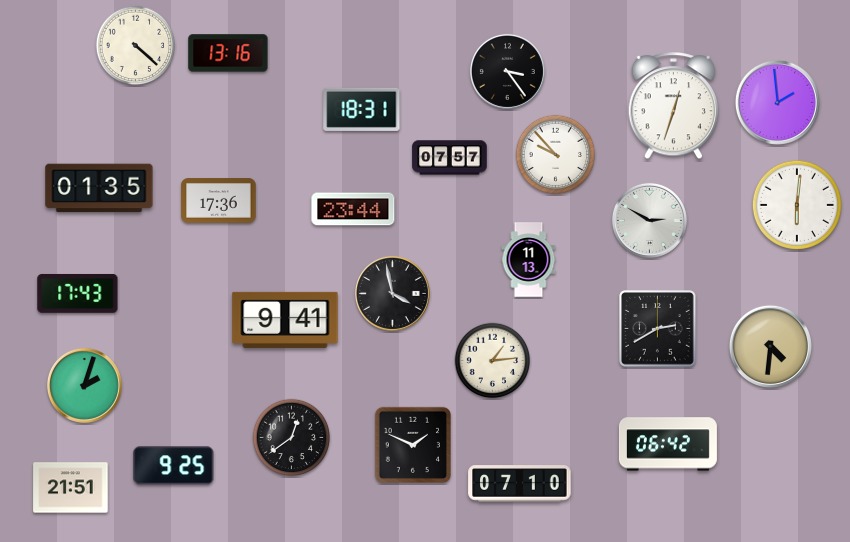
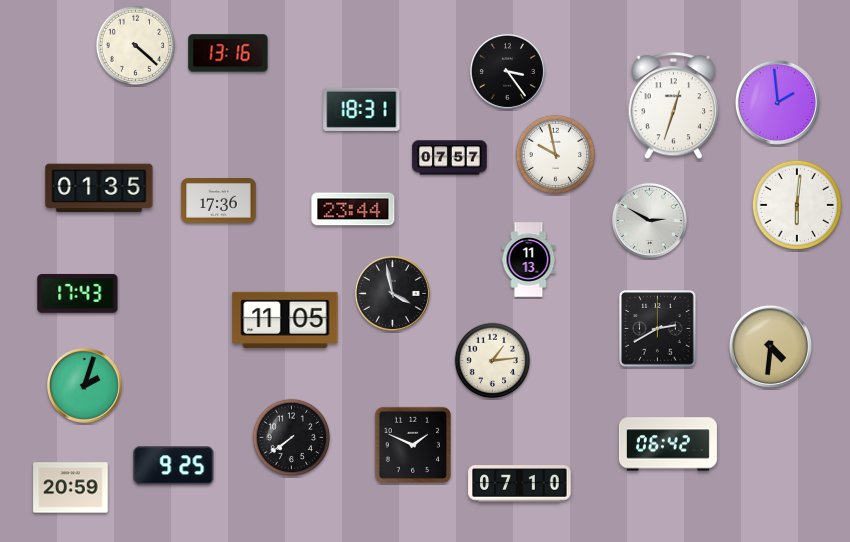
clock at (556, 155): 9:53 -> 9:58
clock at (285, 320): 9:41 -> 11:05
clock at (292, 438): 12:39 -> 7:39
clock at (71, 488): 21:51 -> 20:59
